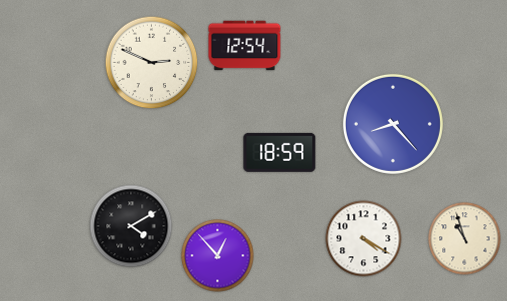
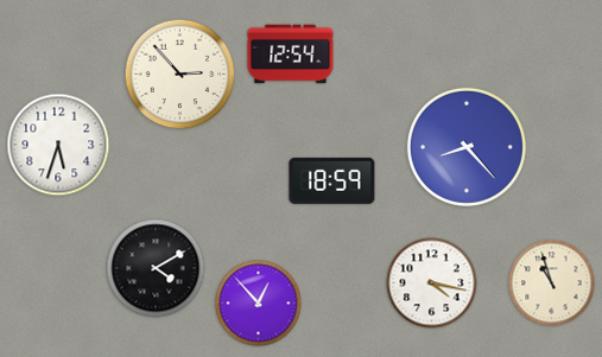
clock at (152, 63): 2:49 -> 2:53
clock at (58, 145): none -> 5:33
clock at (364, 239): 4:20 -> 4:17
